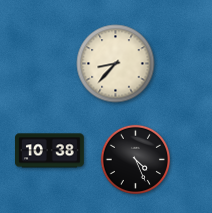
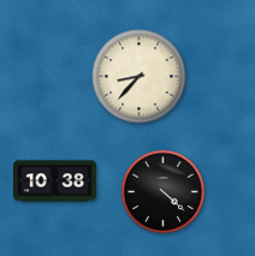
clock at (50, 151) position: (50, 151) -> (55, 181)
clock at (135, 159): 4:26 -> 4:22
